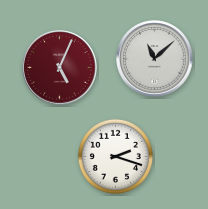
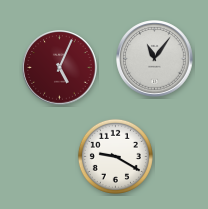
clock at (155, 59): 11:08 -> 11:06
clock at (115, 156): 2:18 -> 9:20
